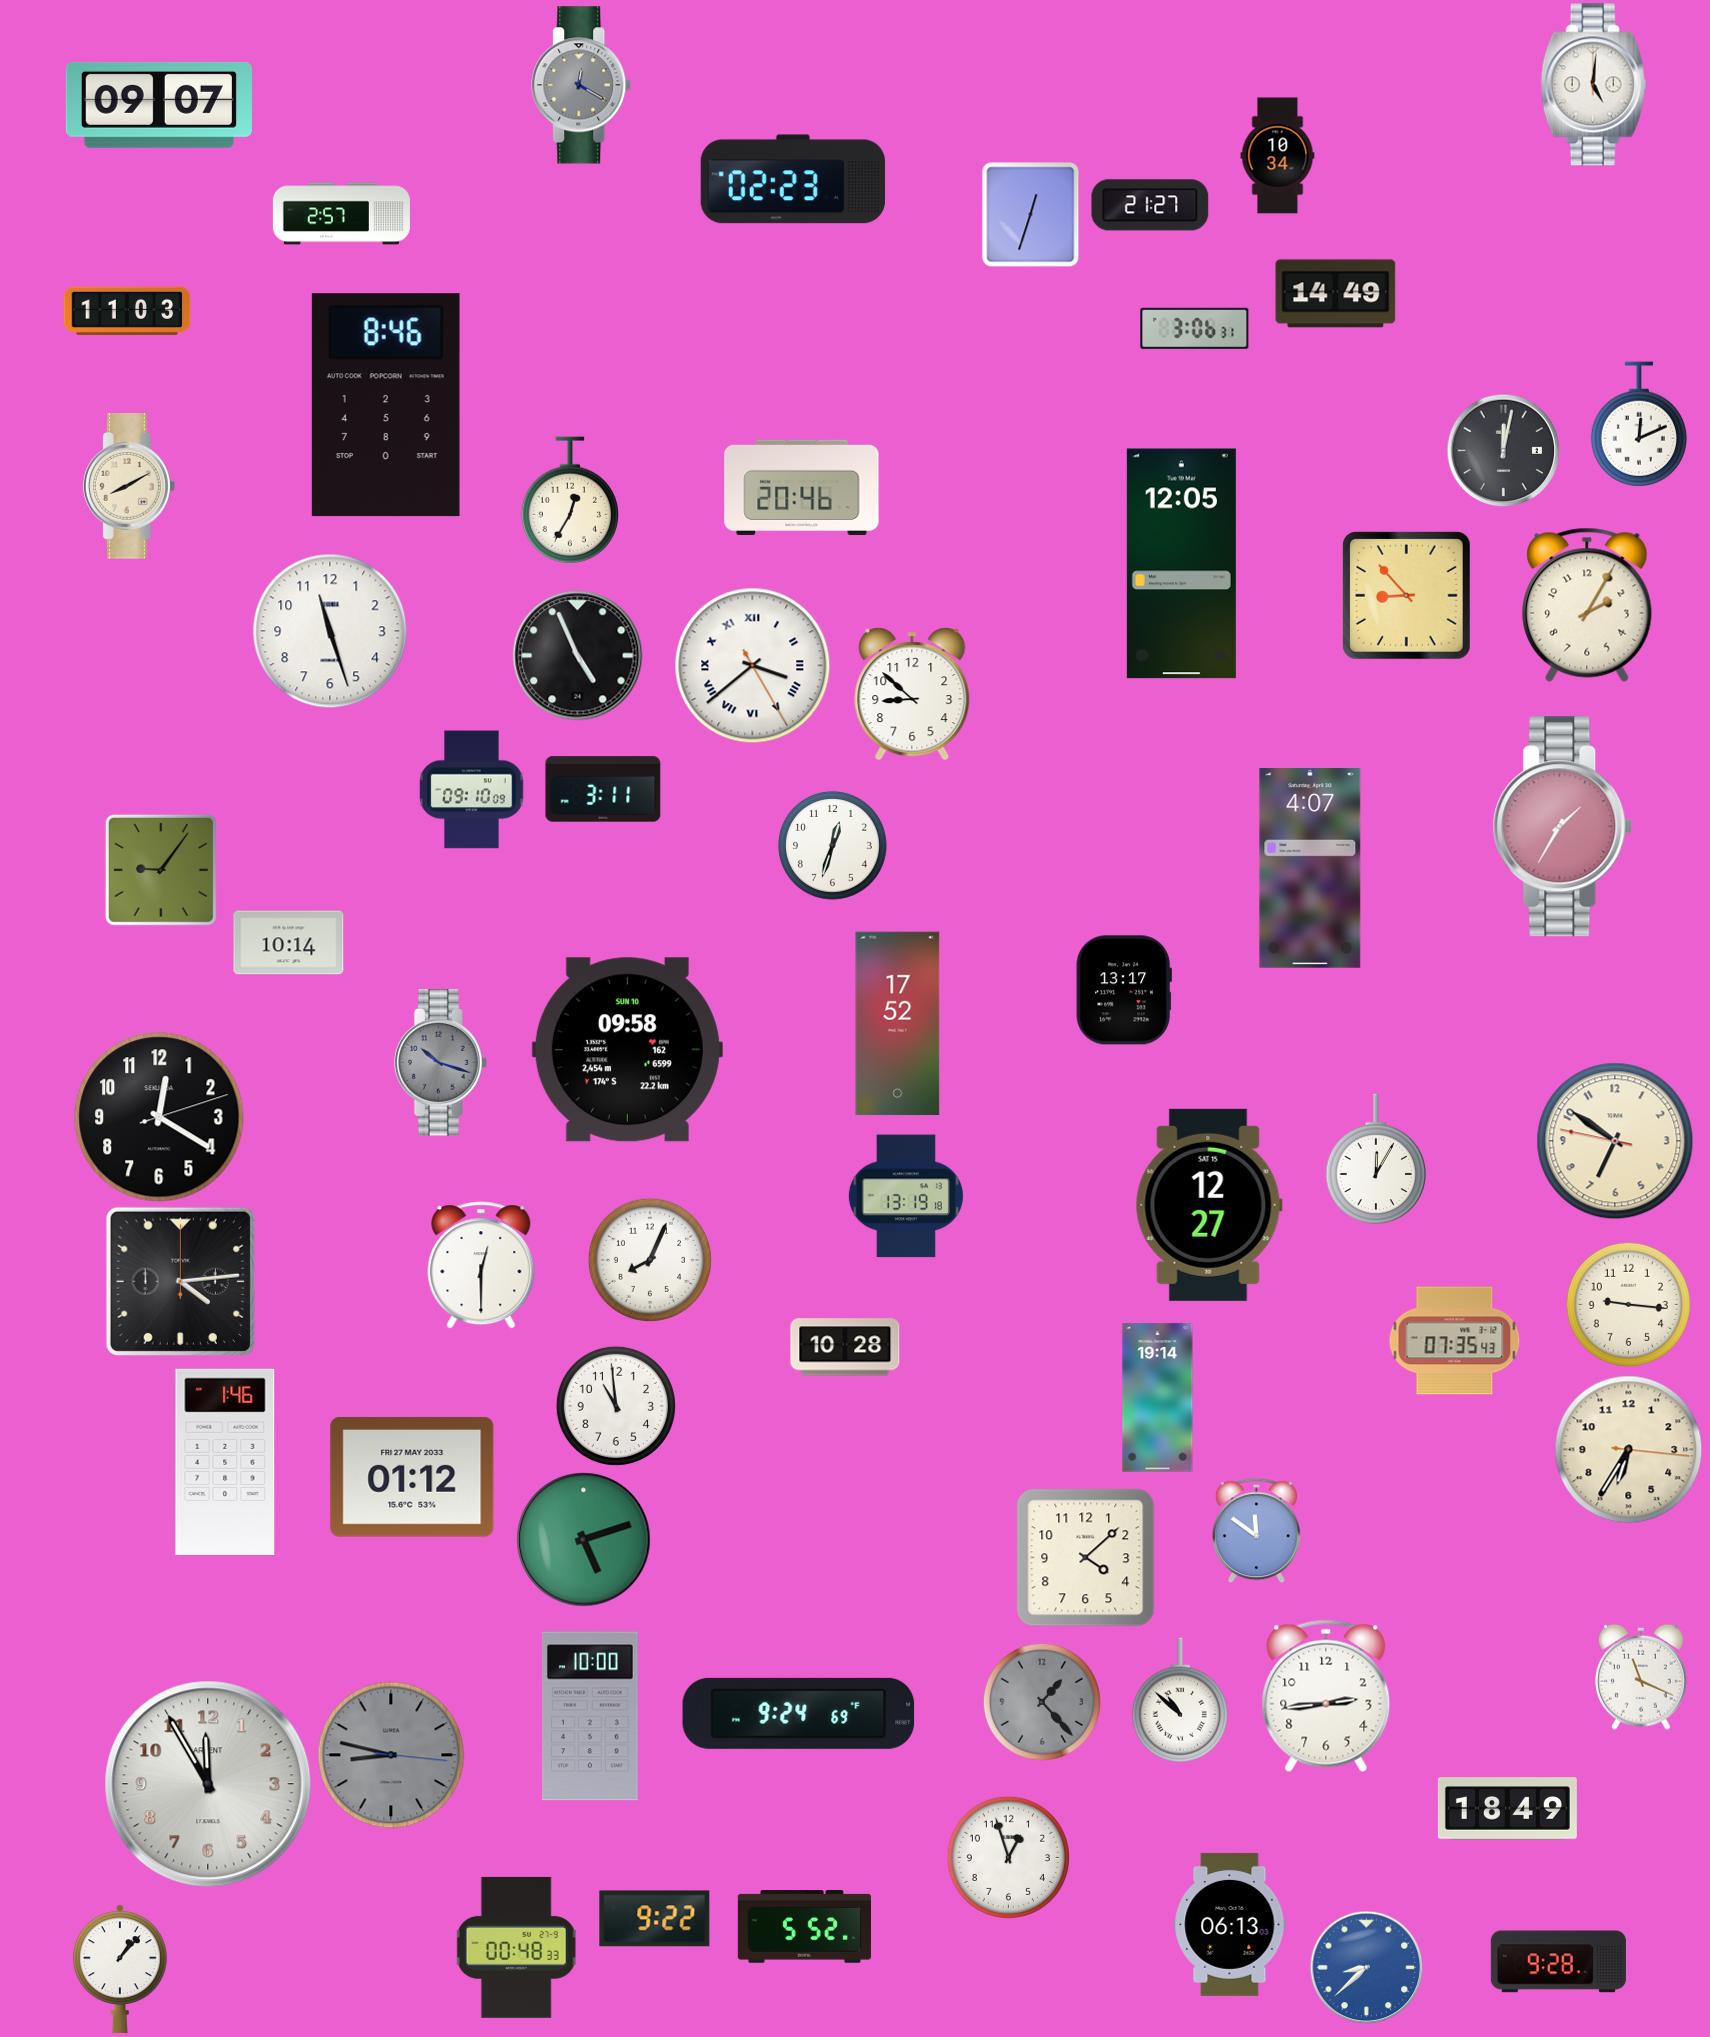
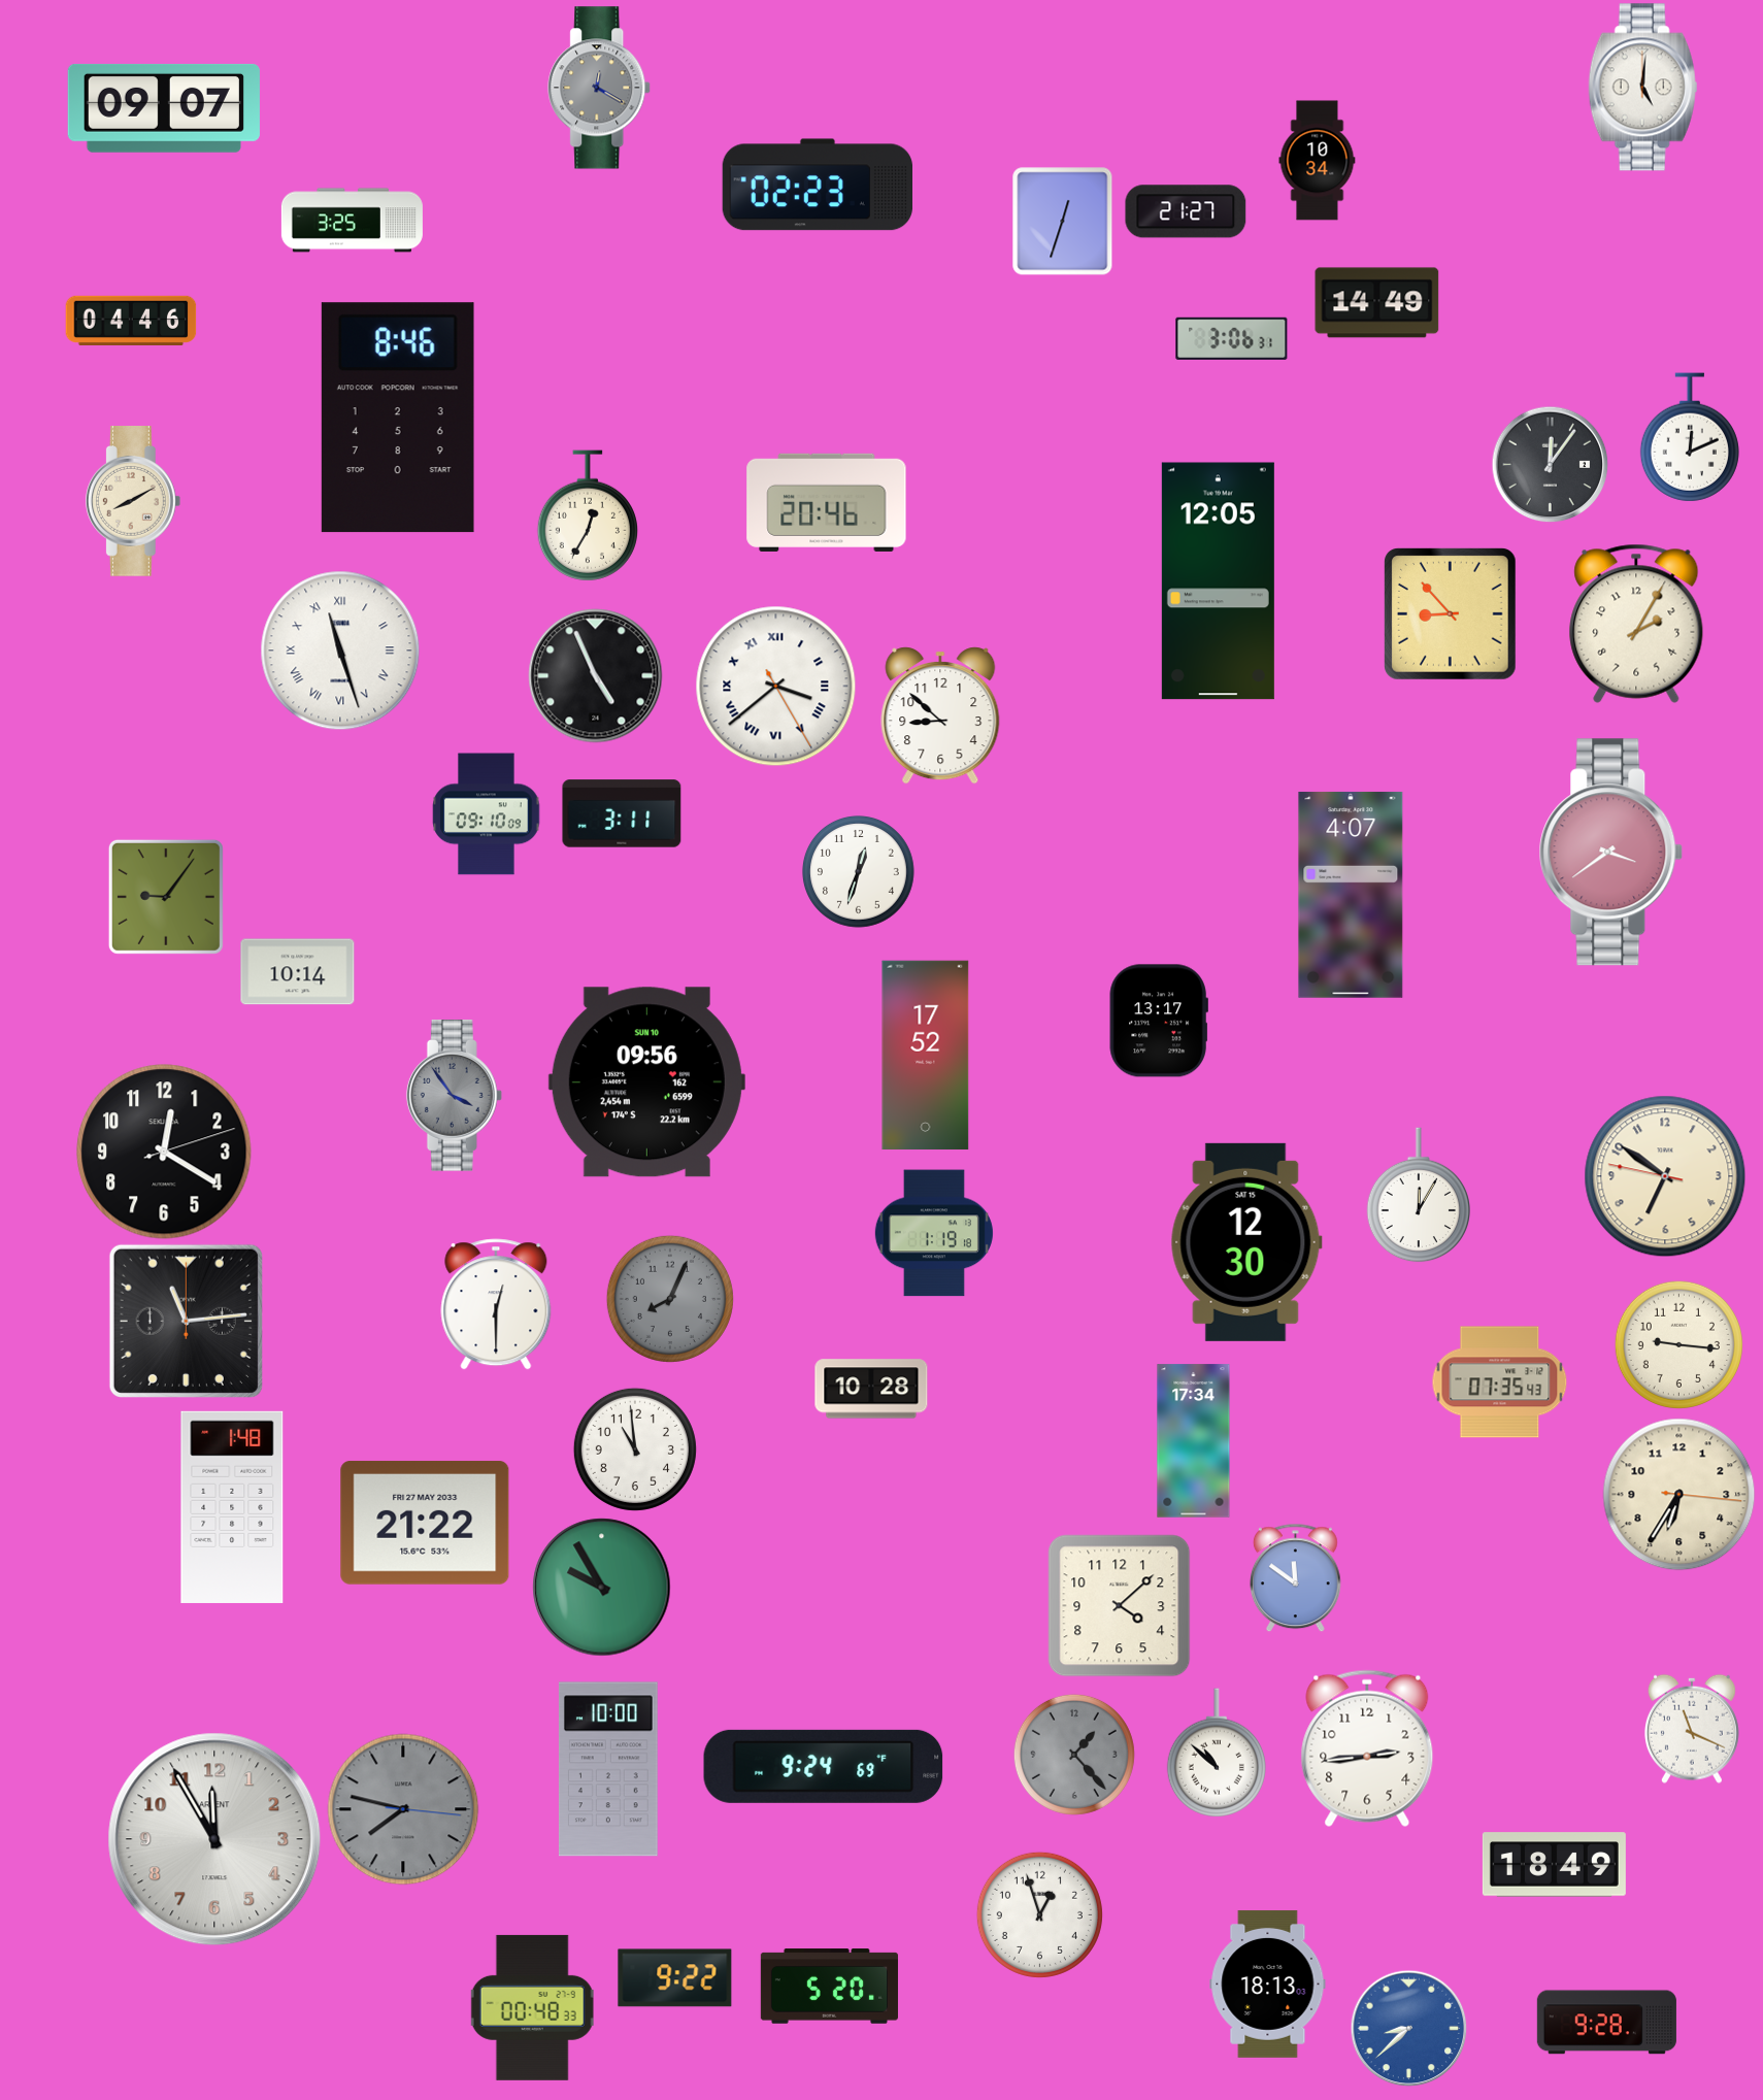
clock at (341, 214): 2:57 -> 3:25
clock at (127, 311): 11:03 -> 04:46
clock at (1503, 450): 12:02 -> 12:06
clock at (330, 631) numerals: Arabic -> Roman
clock at (1563, 827): 1:35 -> 3:39
clock at (627, 1050): 09:58 -> 09:56
clock at (440, 1063): 10:18 -> 3:54
clock at (906, 1196): 13:19 -> 1:19
clock at (1209, 1205): 12:27 -> 12:30
clock at (650, 1260) dial: white -> grey
clock at (180, 1281): 4:14 -> 11:14
clock at (1158, 1398): 19:14 -> 17:34
clock at (225, 1462): 1:46 -> 1:48
clock at (412, 1477): 01:12 -> 21:22
clock at (584, 1540): 5:12 -> 9:55
clock at (391, 1755): 8:47 -> 7:47
clock at (1230, 1924): 06:13 -> 18:13
clock at (804, 1927): 5:52 -> 5:20
clock at (120, 1969): 1:07 -> none
